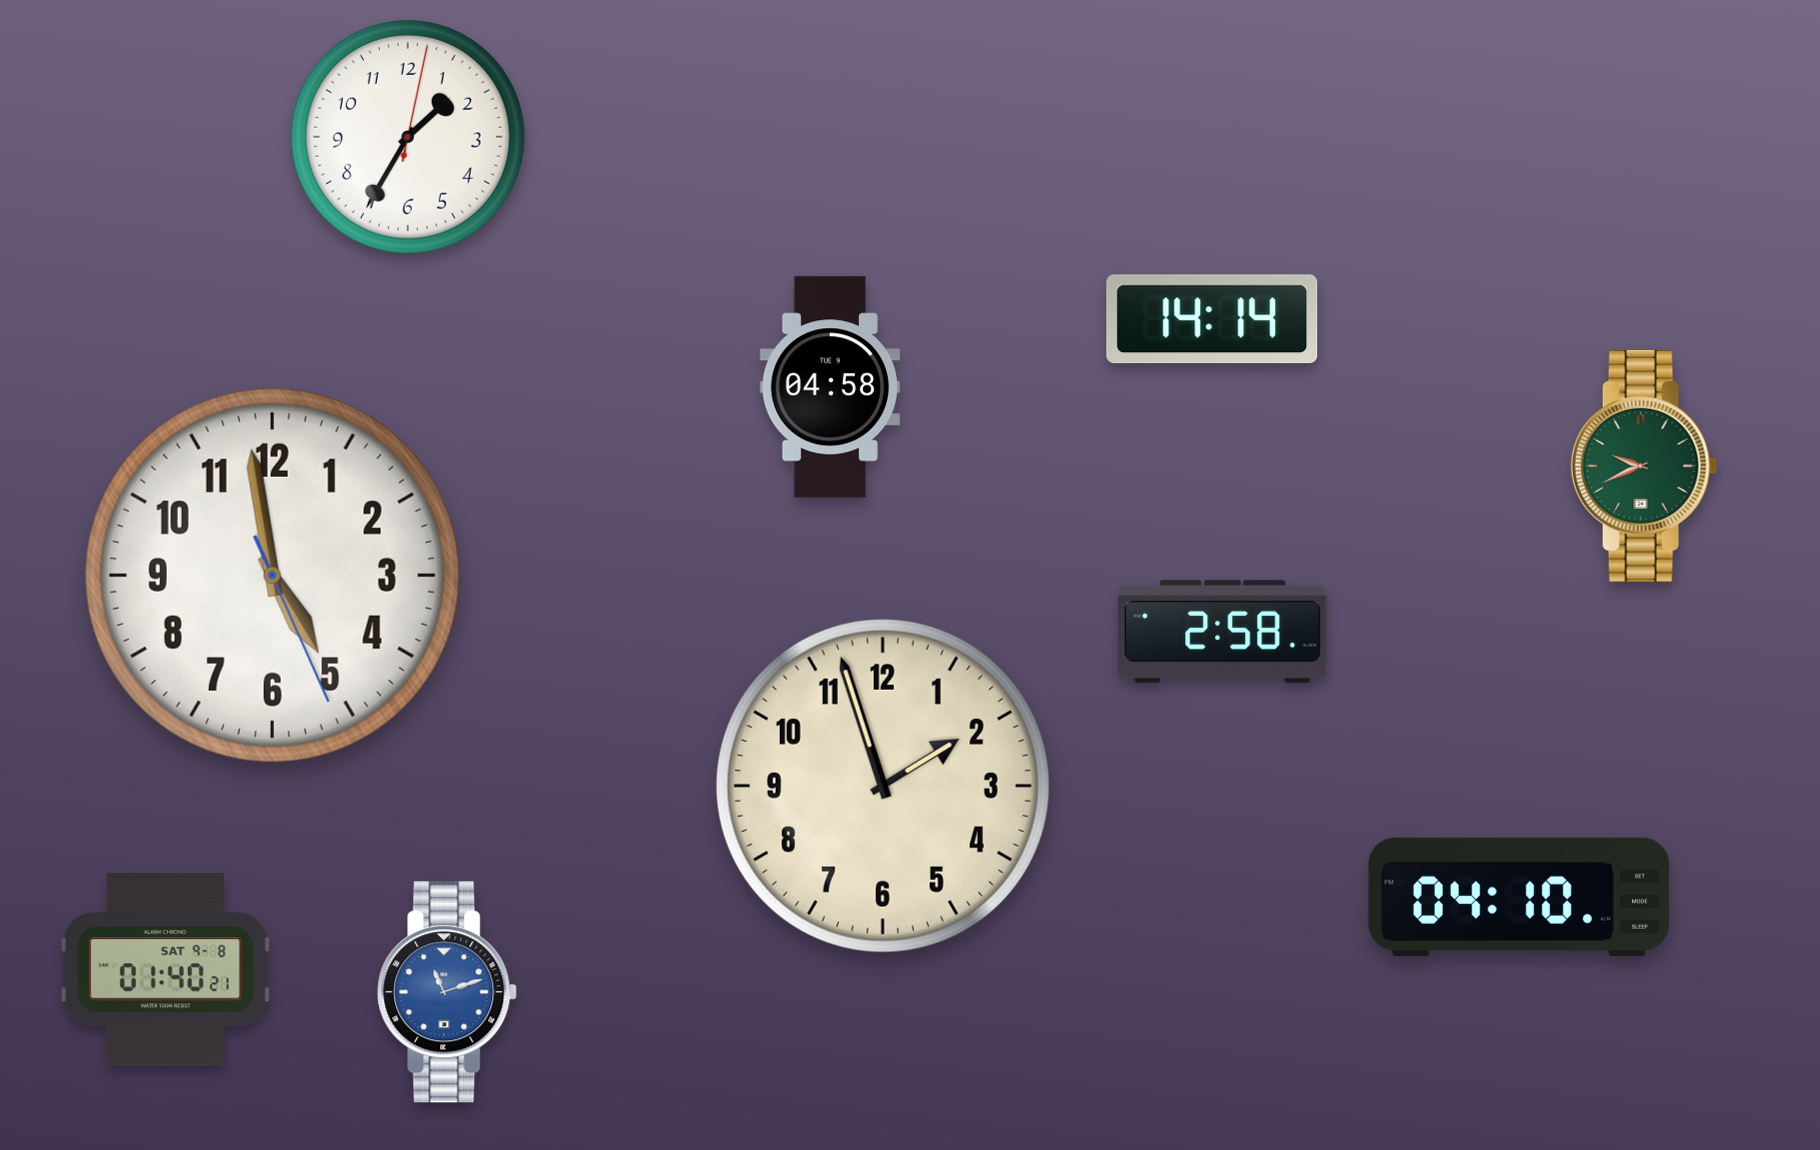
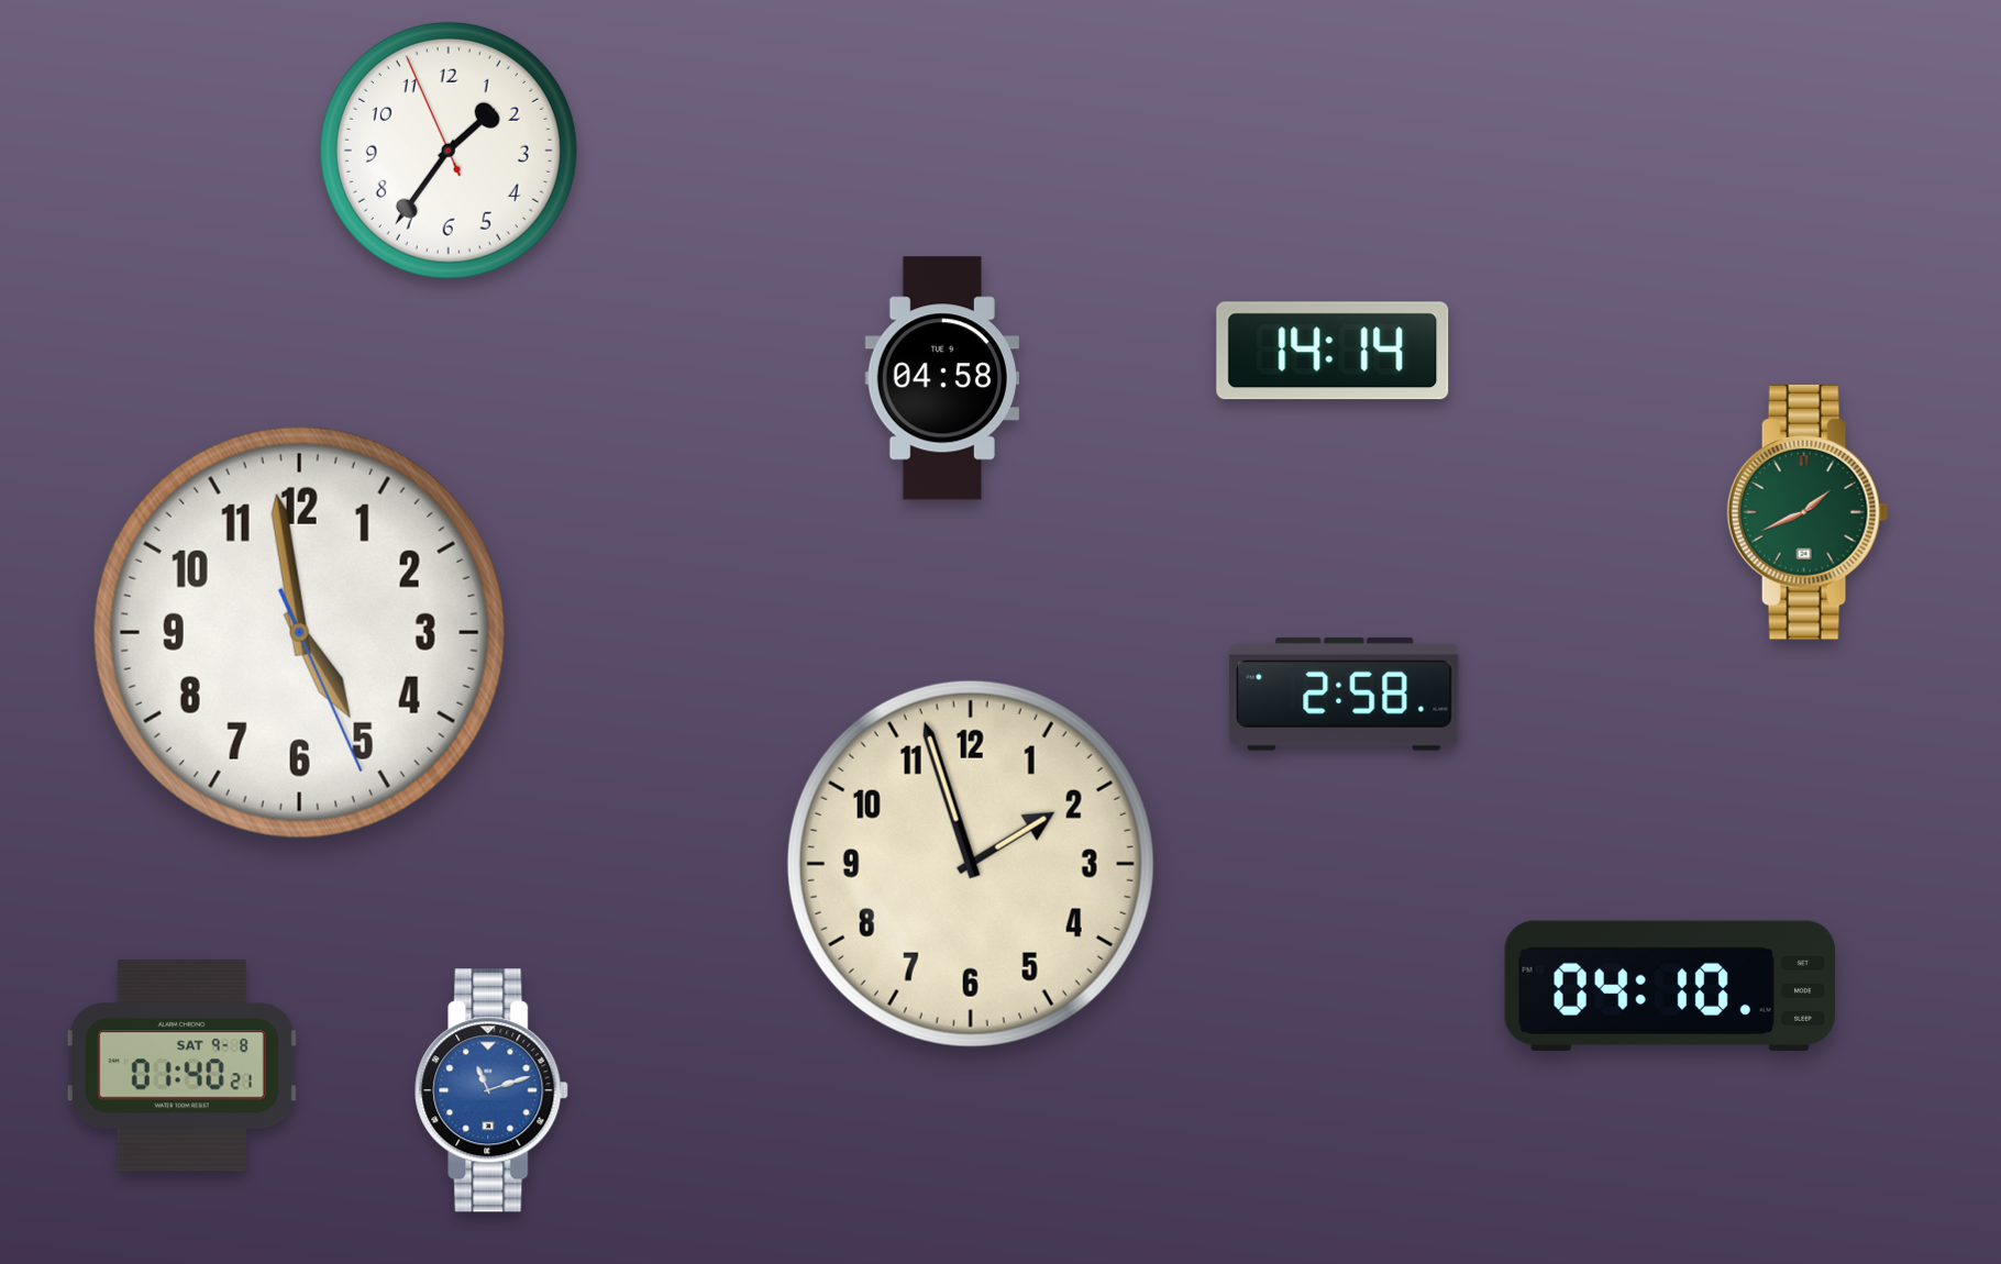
clock at (408, 137): 1:35:02 -> 1:35:56
clock at (830, 387) position: (830, 387) -> (942, 378)
clock at (1644, 467): 9:41 -> 1:41
